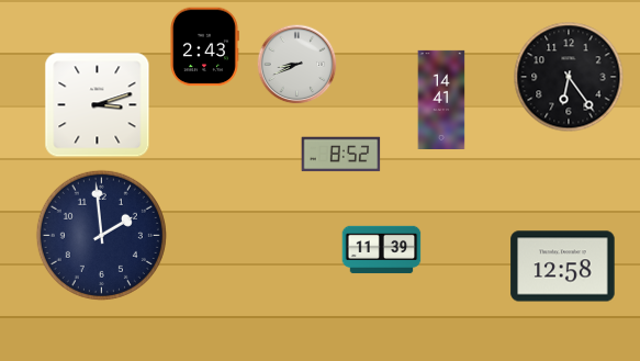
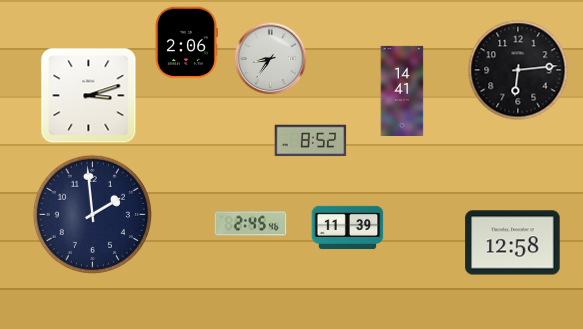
clock at (204, 47): 2:43 -> 2:06
clock at (297, 65): 8:41 -> 8:36
clock at (569, 77): 6:24 -> 6:14
clock at (251, 224): none -> 2:45
